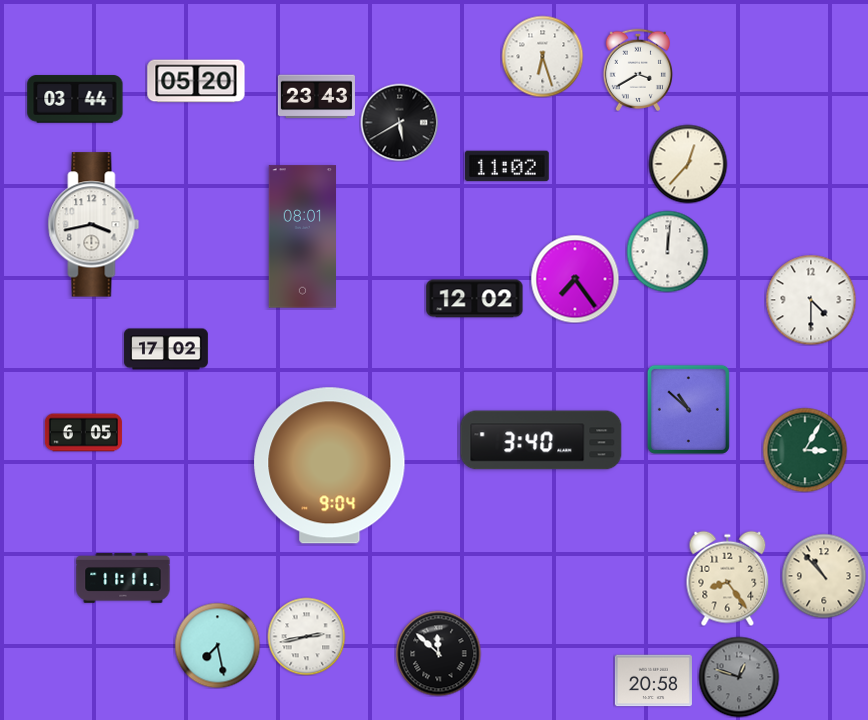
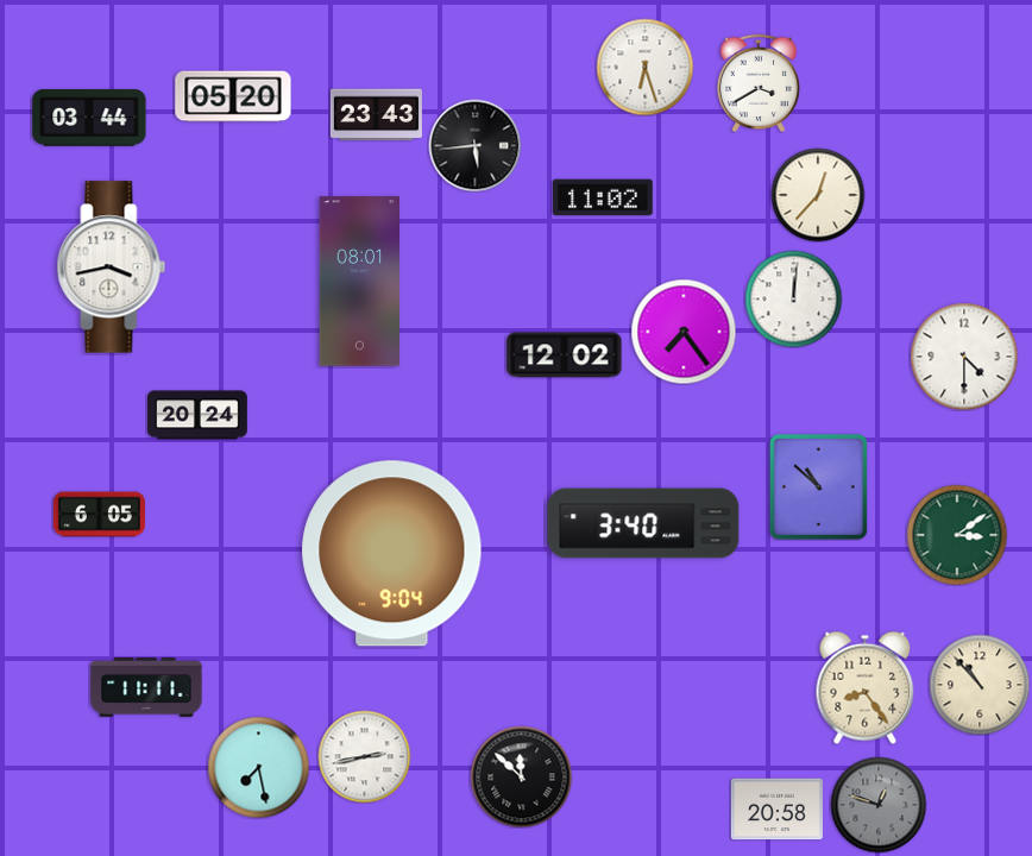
clock at (399, 122): 5:40 -> 5:44
clock at (166, 349): 17:02 -> 20:24
clock at (805, 450): 3:05 -> 3:09
